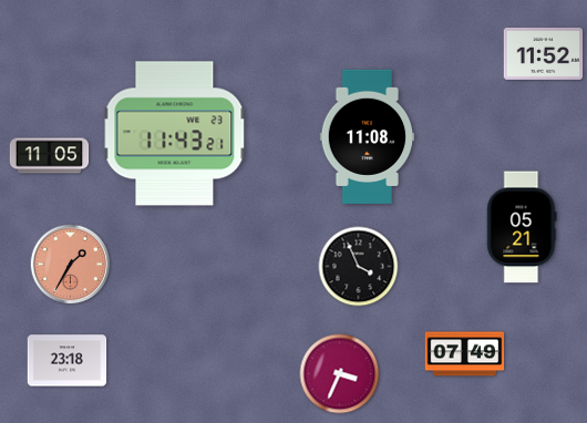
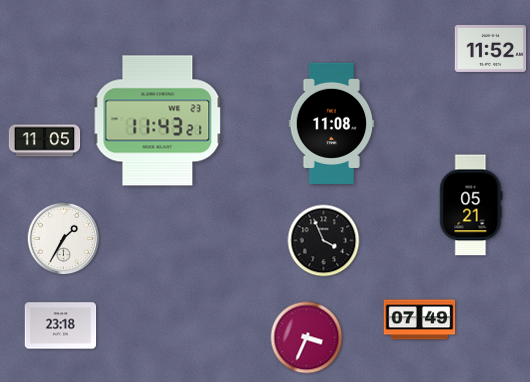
clock at (71, 265) dial: salmon -> white
